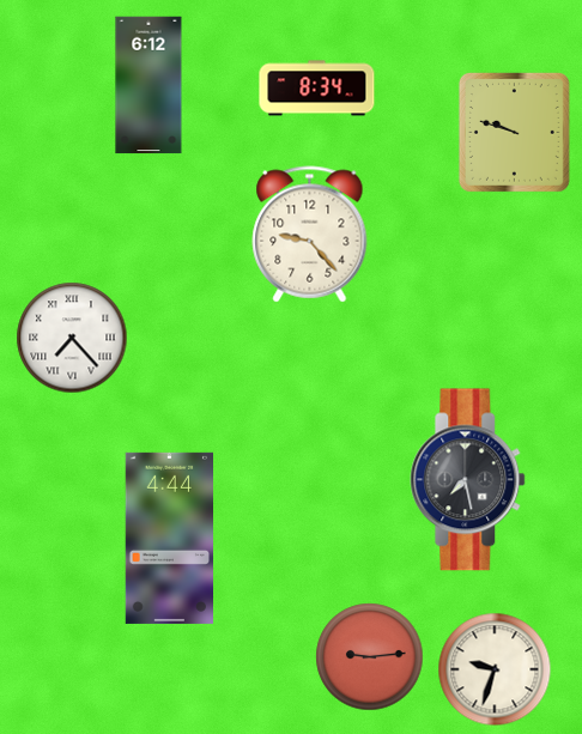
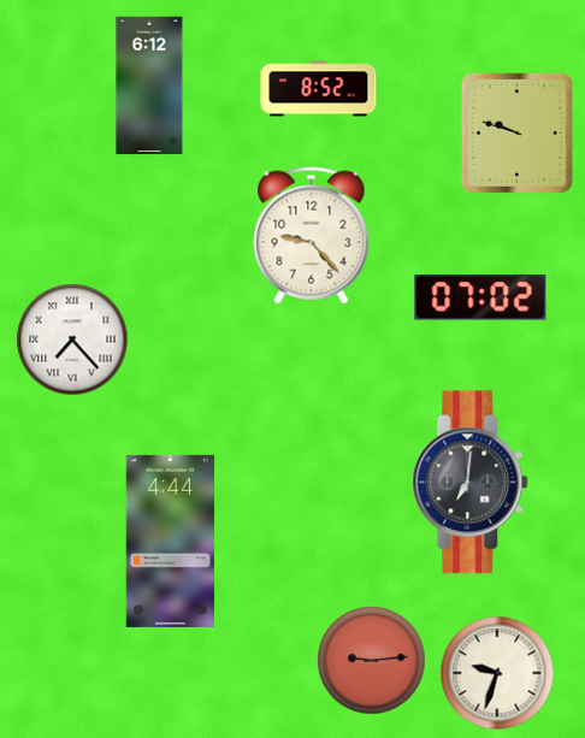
clock at (317, 89): 8:34 -> 8:52
clock at (480, 297): none -> 07:02
clock at (468, 480): 7:28 -> 7:01
